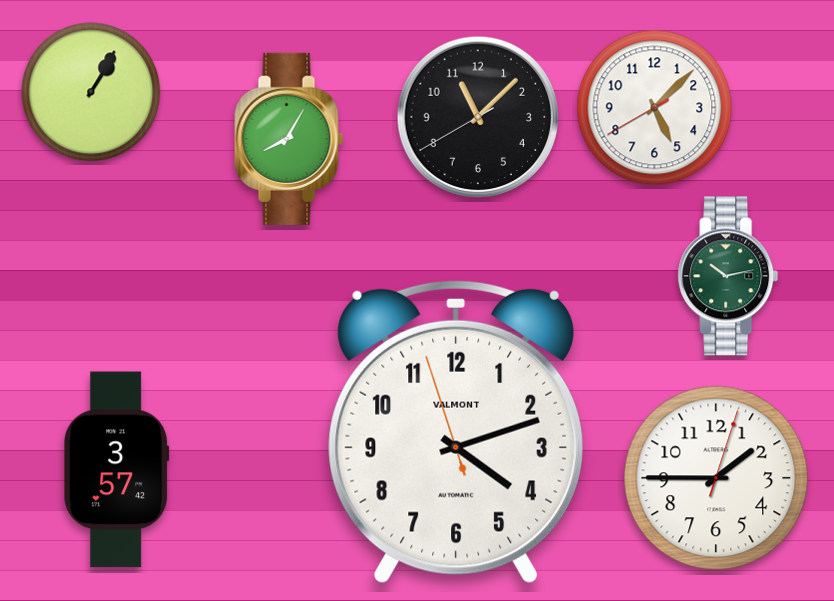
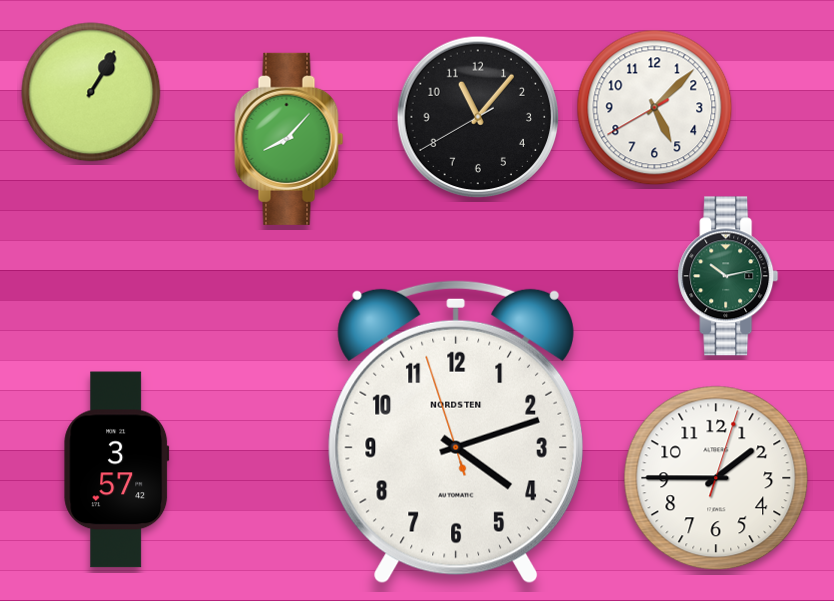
clock at (478, 117): 11:07 -> 11:06
clock at (289, 139): 8:05 -> 8:07
clock at (456, 432) brand: VALMONT -> NORDSTEN
